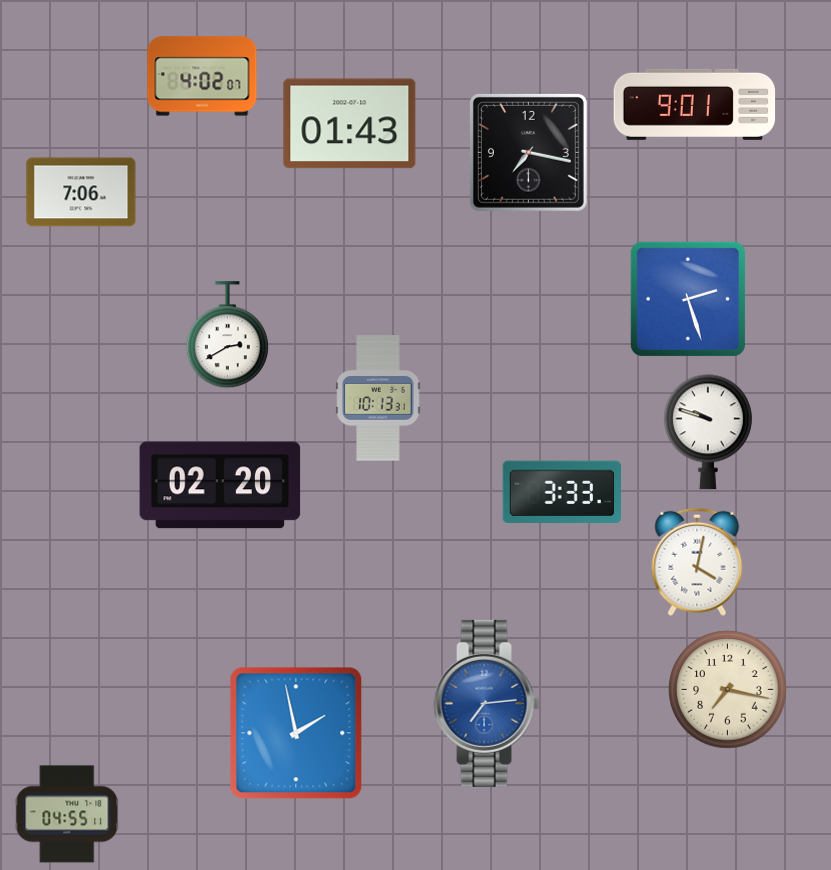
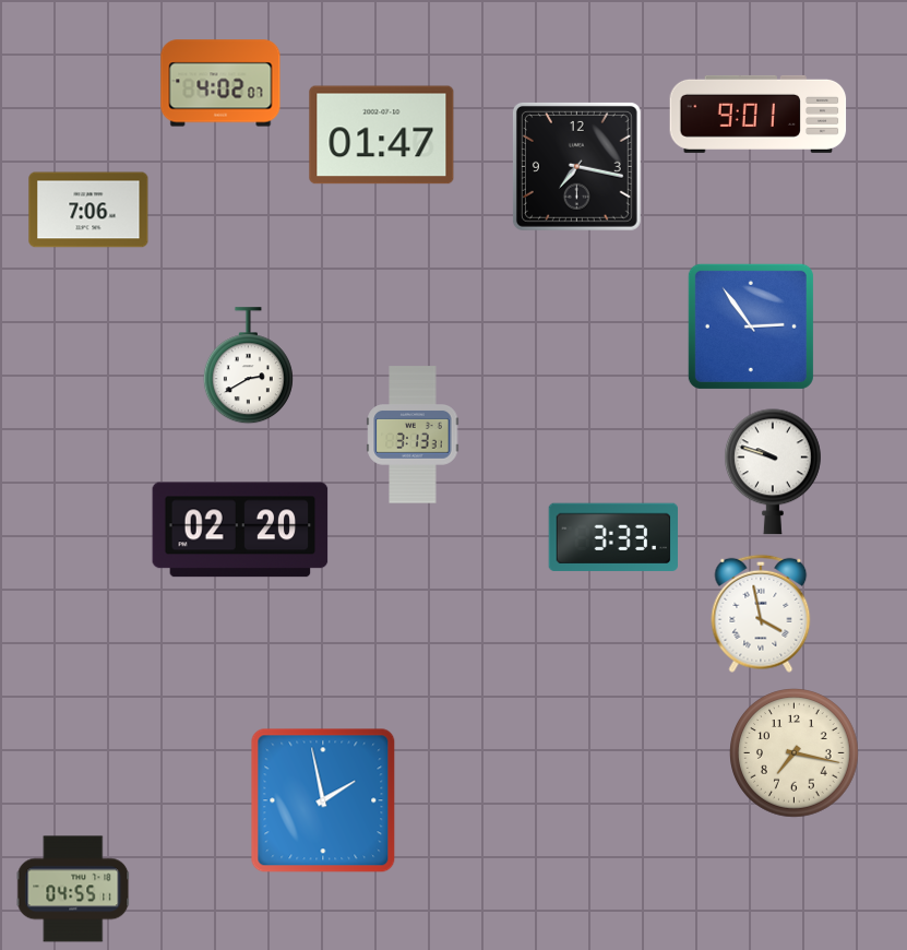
clock at (350, 124): 01:43 -> 01:47
clock at (688, 299): 2:27 -> 2:54
clock at (378, 398): 10:13 -> 3:13
clock at (697, 562): 4:02 -> 3:58
clock at (487, 703): 7:14 -> none
